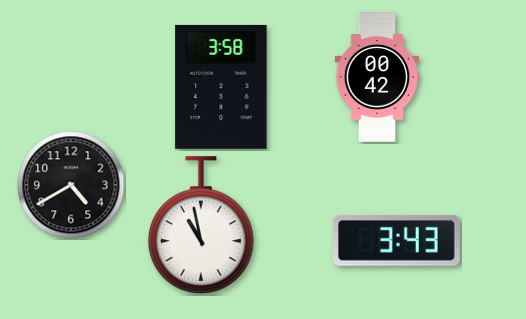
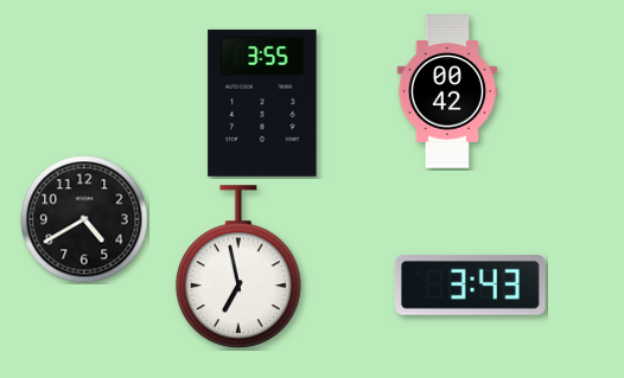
clock at (221, 87): 3:58 -> 3:55
clock at (201, 226): 10:58 -> 6:58
